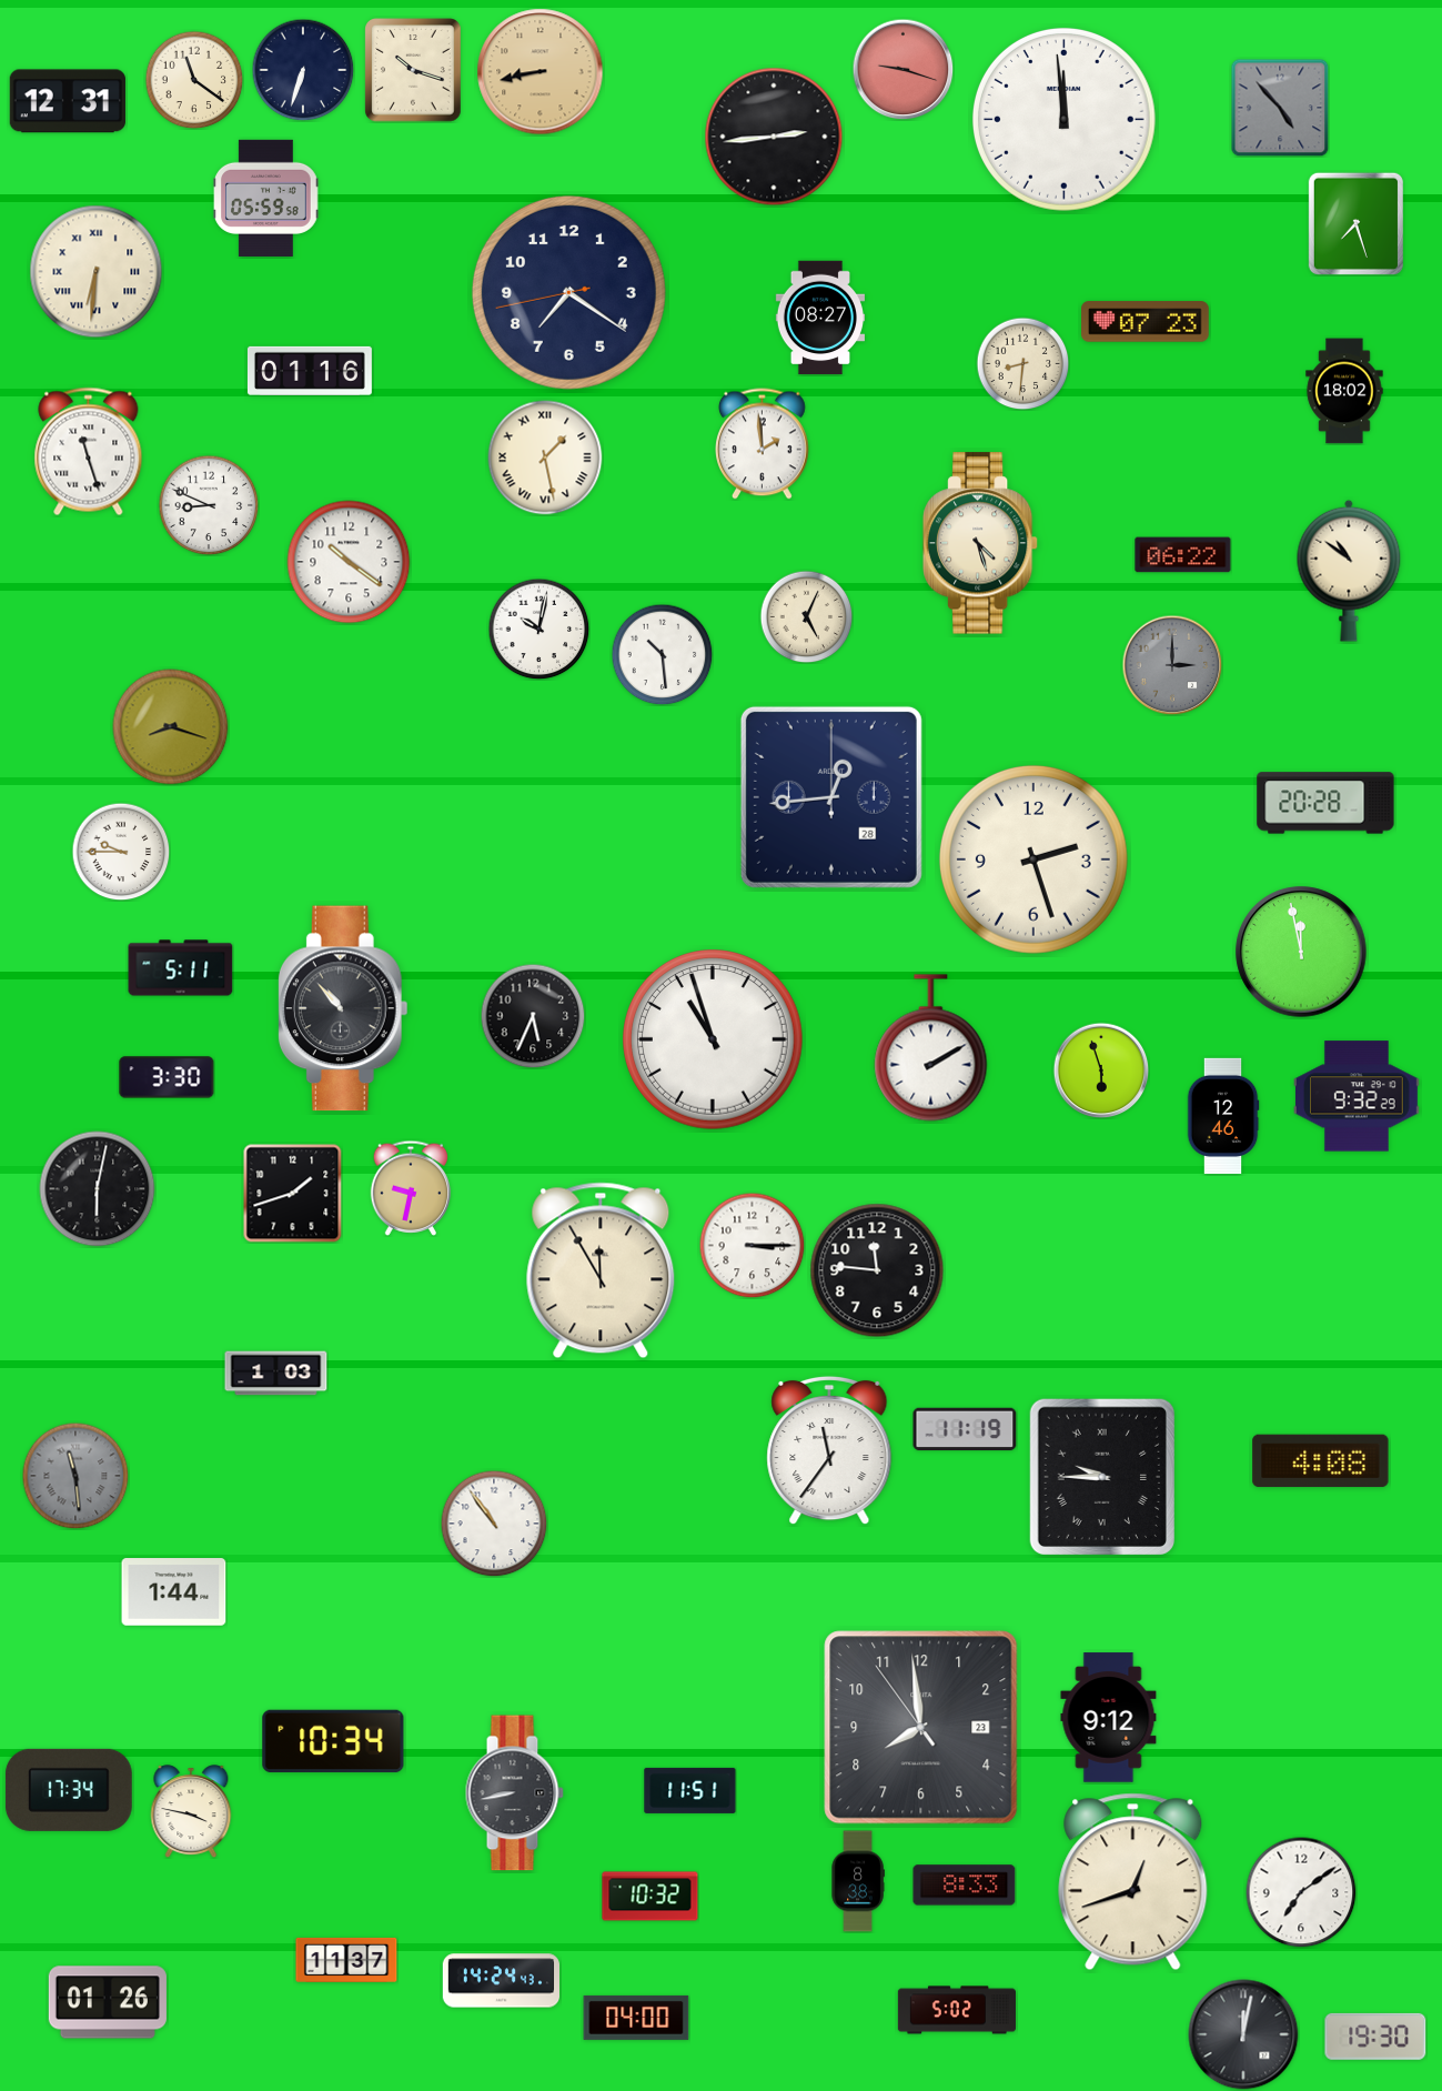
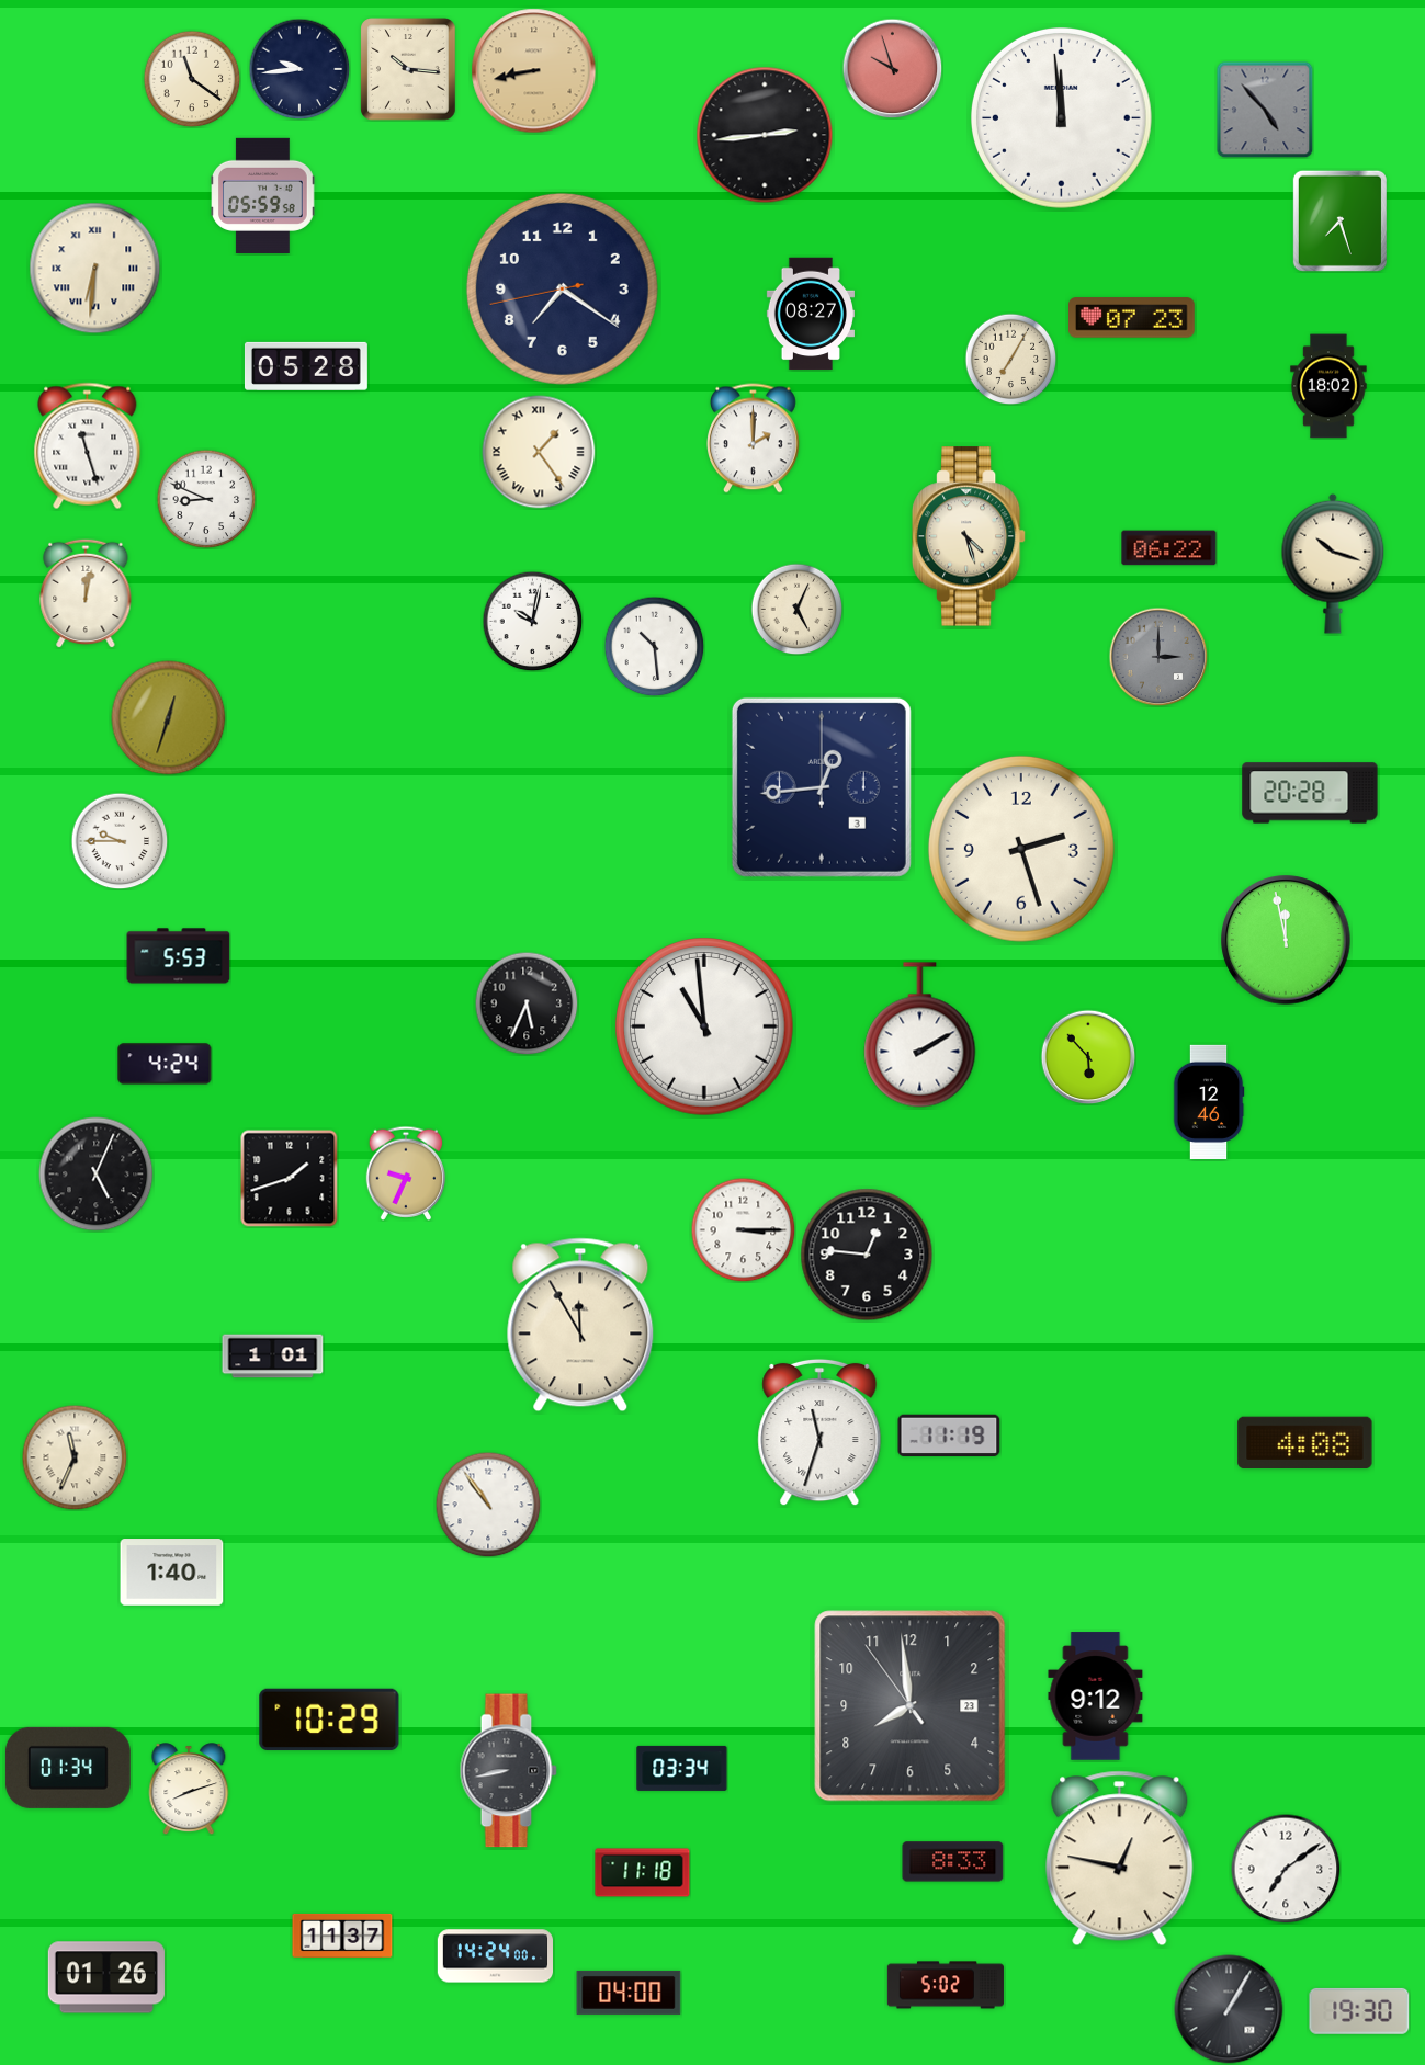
clock at (902, 69): 9:18 -> 9:57
clock at (303, 70): 6:33 -> 9:44
clock at (413, 70): 10:18 -> 10:16
clock at (68, 101): 12:31 -> none
clock at (1280, 108) position: (1280, 108) -> (1265, 110)
clock at (1063, 119) position: (1063, 119) -> (1061, 117)
clock at (1022, 363): 8:31 -> 7:05
clock at (310, 371): 01:16 -> 05:28
clock at (763, 444): 1:59 -> 2:00
clock at (545, 458): 1:28 -> 1:24
clock at (349, 562): 10:21 -> none
clock at (1349, 571): 10:51 -> 10:18
clock at (86, 593): none -> 12:02
clock at (171, 727): 8:18 -> 12:33
clock at (831, 797) date: 28 -> 3
clock at (181, 968): 5:11 -> 5:53
clock at (343, 1008): 10:53 -> none
clock at (714, 1041): 10:57 -> 10:59
clock at (1101, 1070): 5:57 -> 5:53
clock at (167, 1077): 3:30 -> 4:24
clock at (1358, 1096): 9:32 -> none
clock at (411, 1188): 9:32 -> 9:34
clock at (98, 1189): 6:02 -> 5:04
clock at (601, 1270) position: (601, 1270) -> (580, 1325)
clock at (877, 1270): 11:46 -> 12:46
clock at (276, 1374): 1:03 -> 1:01
clock at (965, 1429) position: (965, 1429) -> (949, 1436)
clock at (829, 1450): 11:36 -> 11:33
clock at (75, 1476): 11:29 -> 11:34
clock at (75, 1476) dial: grey -> cream
clock at (1102, 1477): 9:45 -> none
clock at (174, 1592): 1:44 -> 1:40
clock at (333, 1741): 10:34 -> 10:29
clock at (69, 1790): 17:34 -> 01:34
clock at (690, 1790): 11:51 -> 03:34
clock at (191, 1811): 3:47 -> 8:12
clock at (858, 1881): 8:38 -> none
clock at (1133, 1882): 12:42 -> 12:47
clock at (651, 1897): 10:32 -> 11:18
clock at (501, 1981): 14:24:43 -> 14:24:00
clock at (1243, 2034): 12:02 -> 1:05
